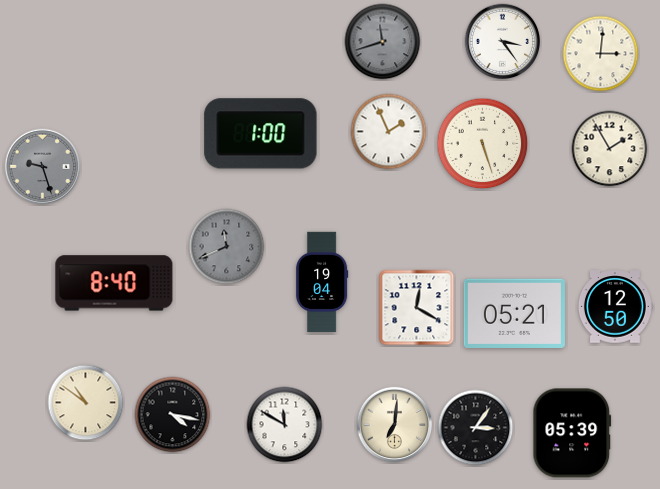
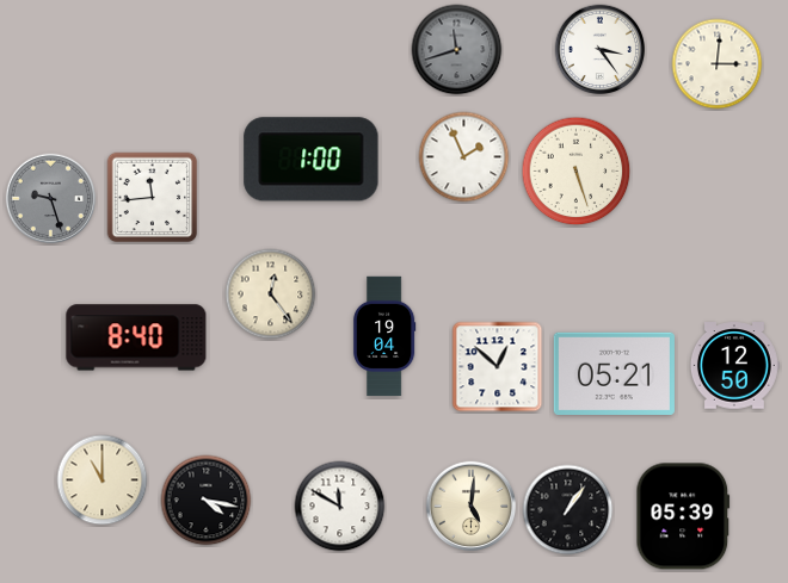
clock at (610, 149): 1:55 -> none
clock at (153, 198): none -> 11:44
clock at (227, 247): 11:41 -> 12:24
clock at (227, 247) dial: grey -> cream
clock at (417, 308): 12:20 -> 12:52
clock at (86, 403): 10:51 -> 11:00
clock at (173, 415) position: (173, 415) -> (207, 501)
clock at (395, 425): 7:01 -> 5:01
clock at (476, 428): 3:06 -> 1:06
